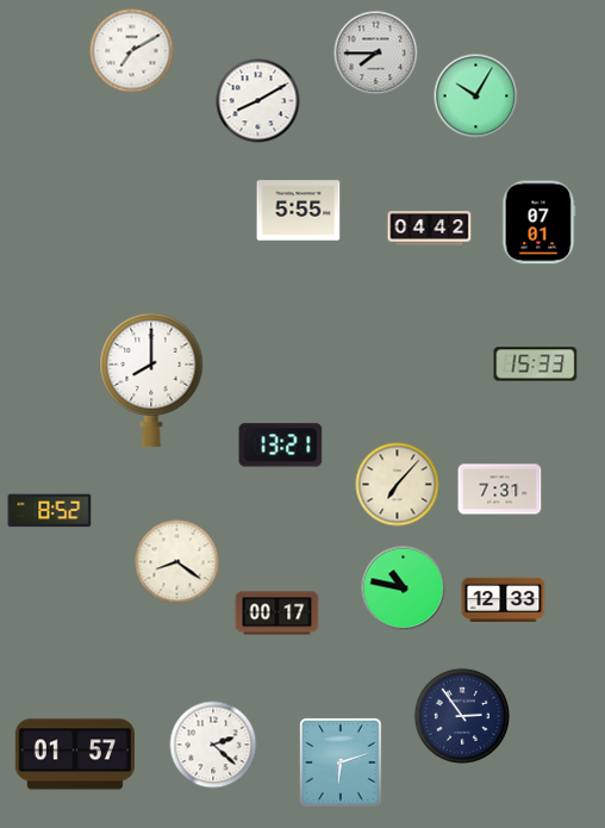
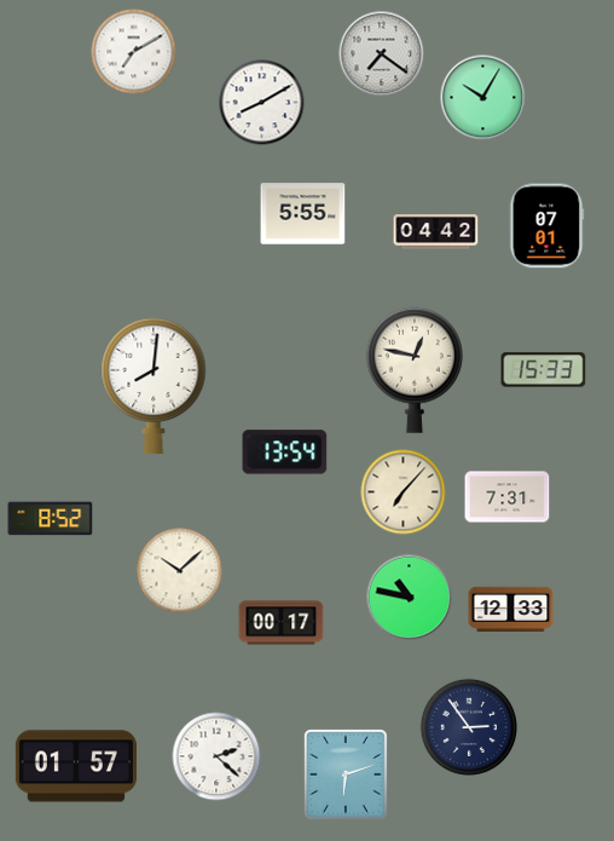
clock at (376, 54): 7:45 -> 7:21
clock at (415, 370): none -> 12:47
clock at (151, 380): 8:00 -> 8:01
clock at (281, 446): 13:21 -> 13:54
clock at (177, 562): 8:21 -> 10:08
